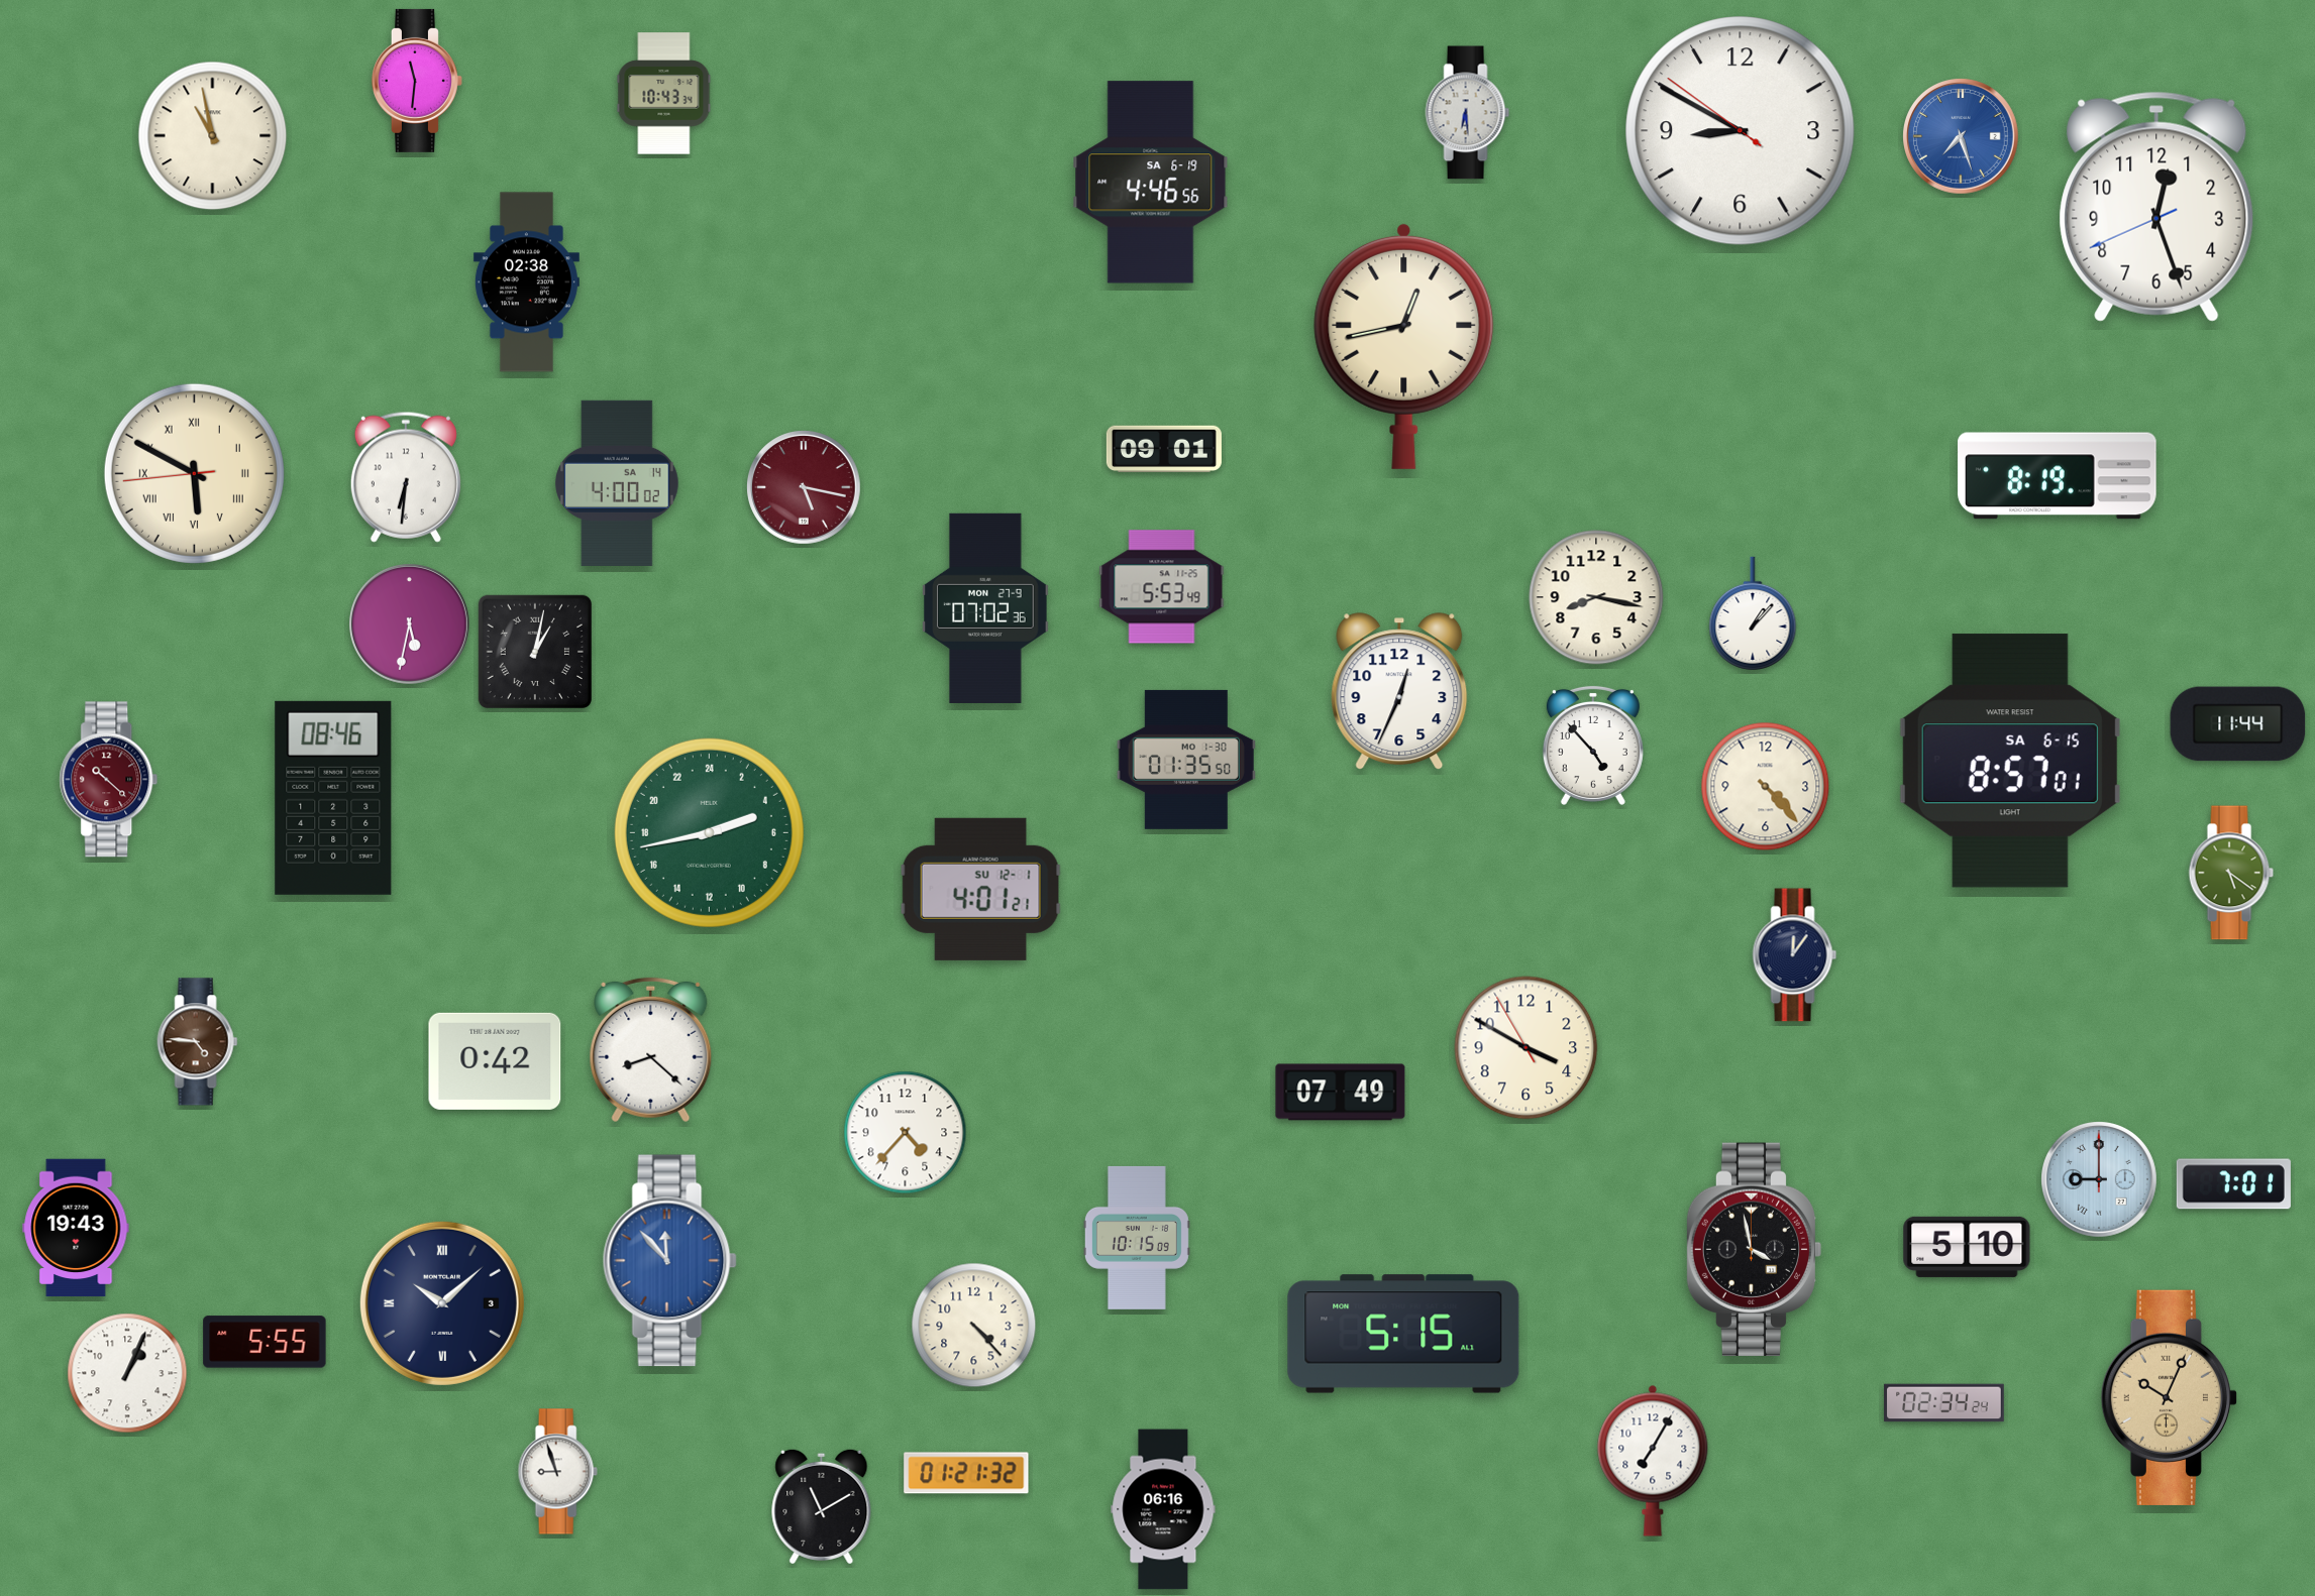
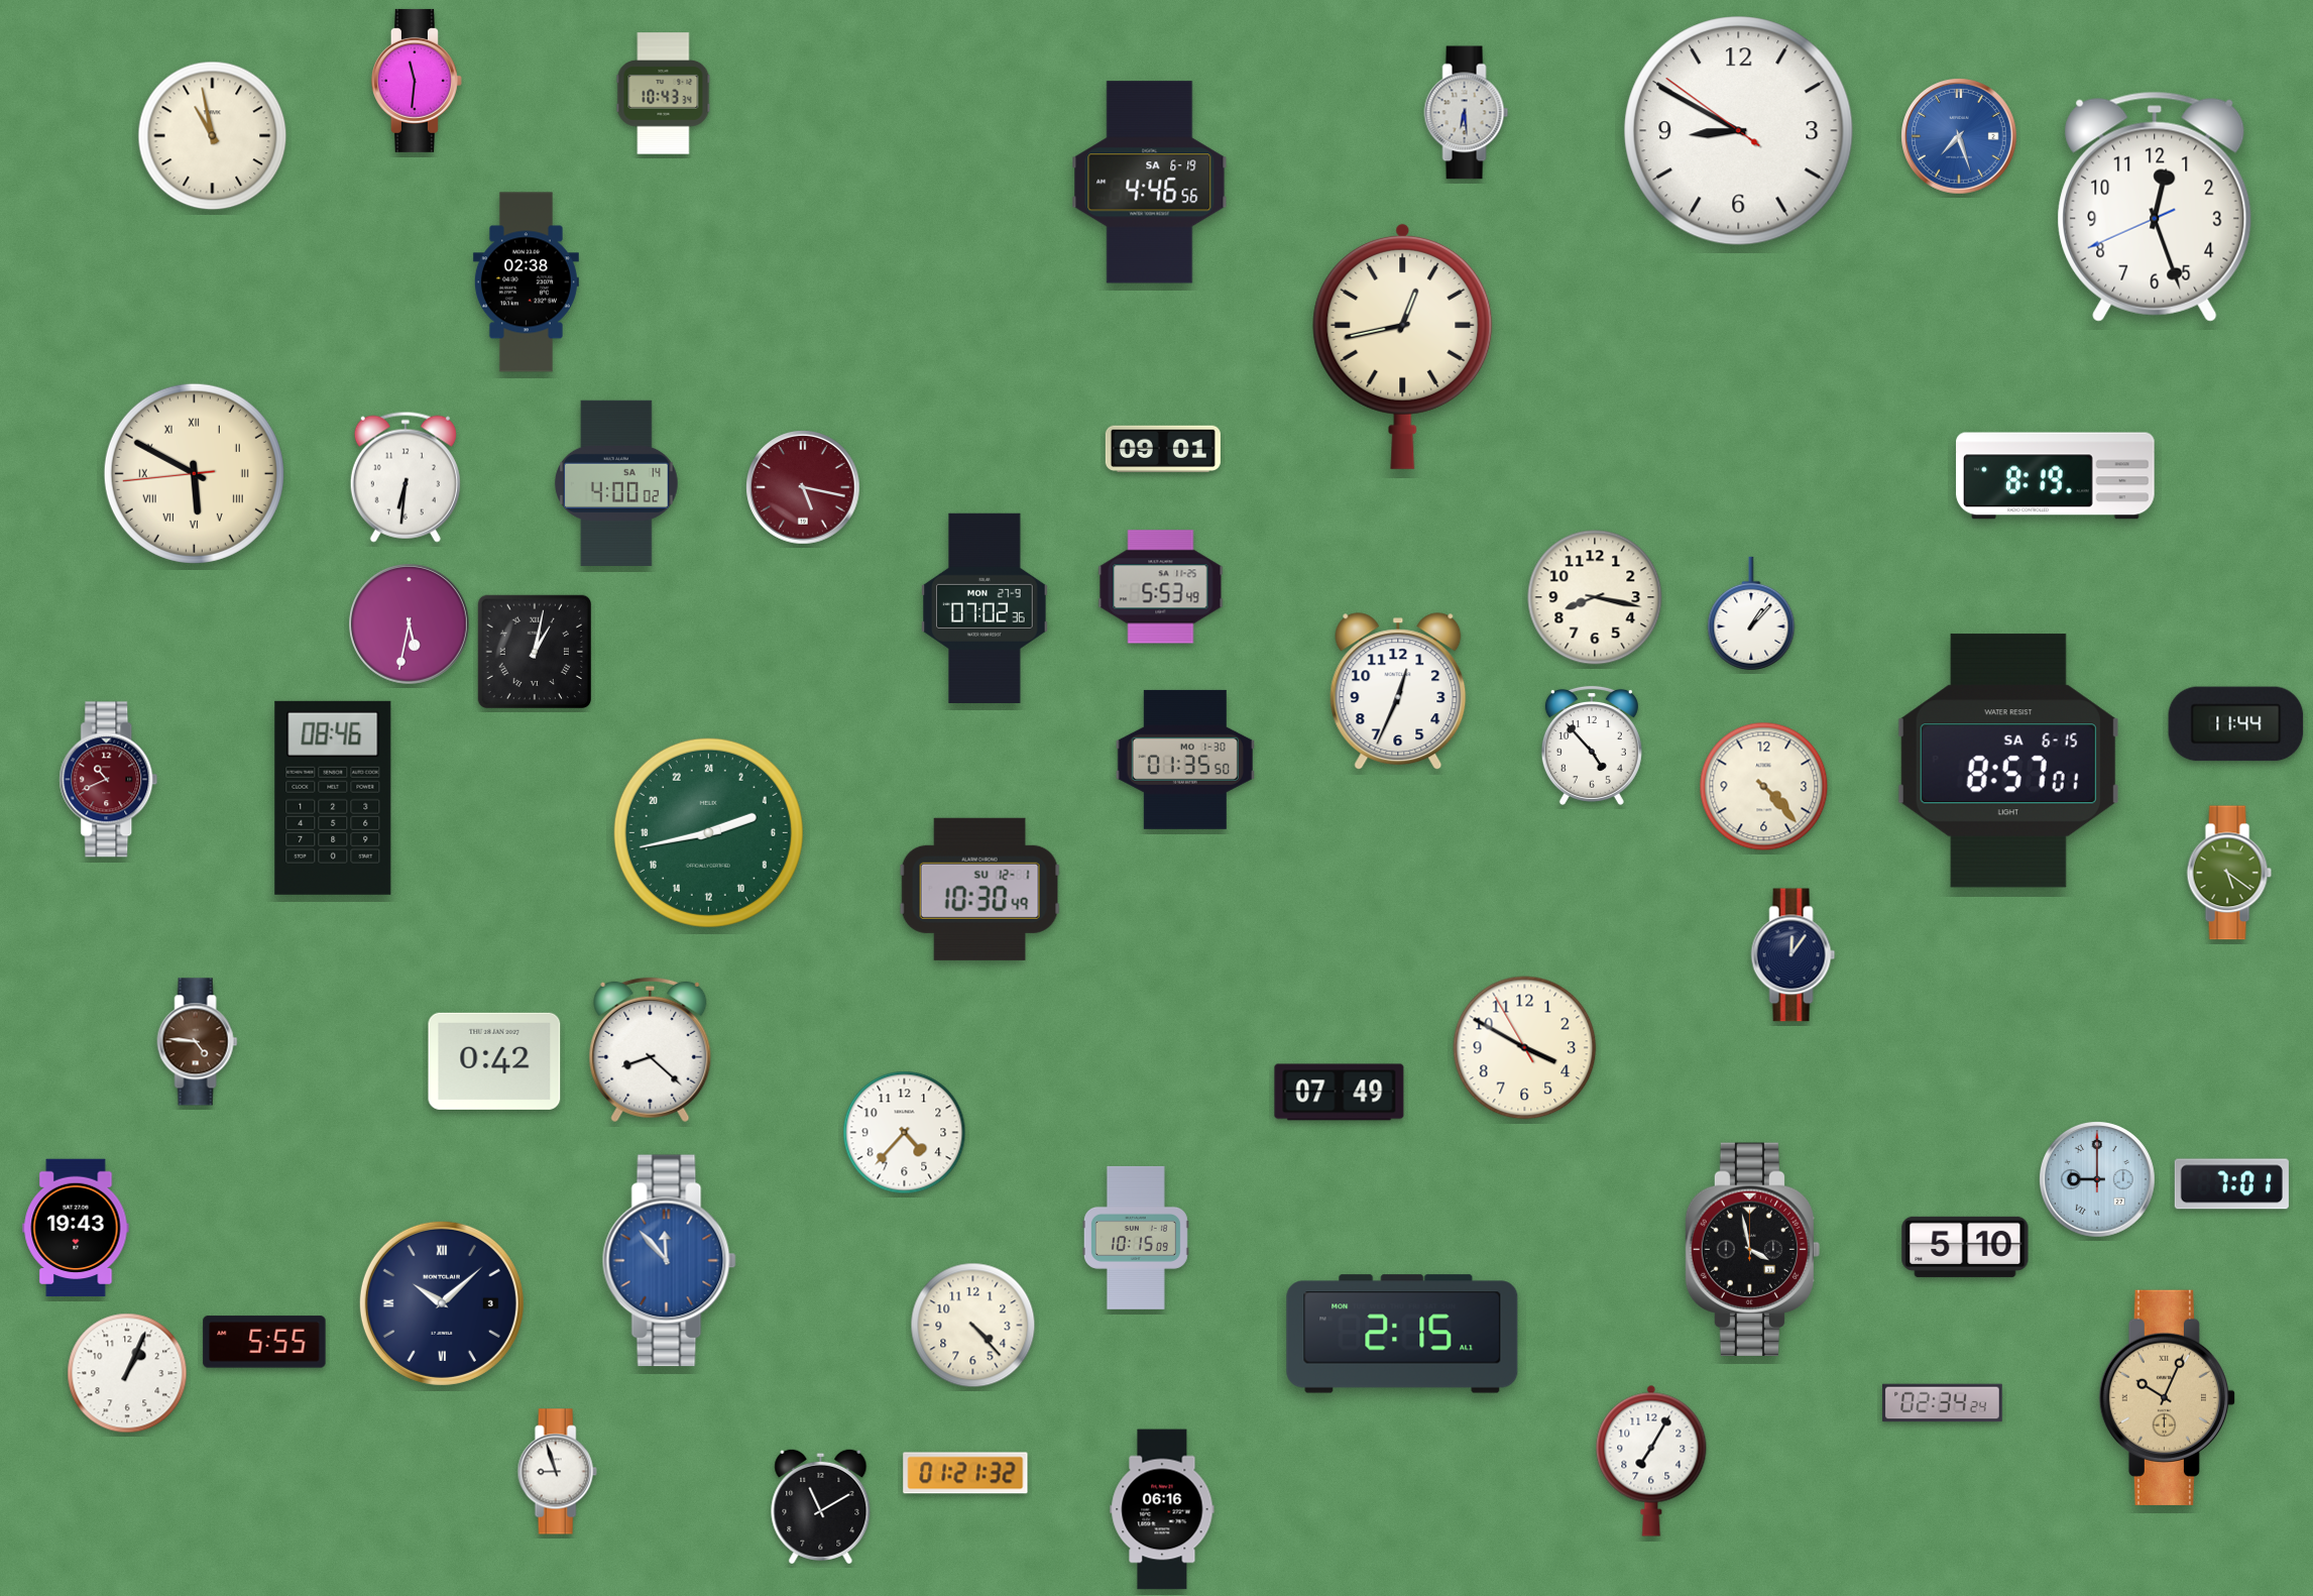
clock at (109, 780): 10:22 -> 10:41
clock at (980, 889): 4:01 -> 10:30
clock at (1403, 1334): 5:15 -> 2:15
